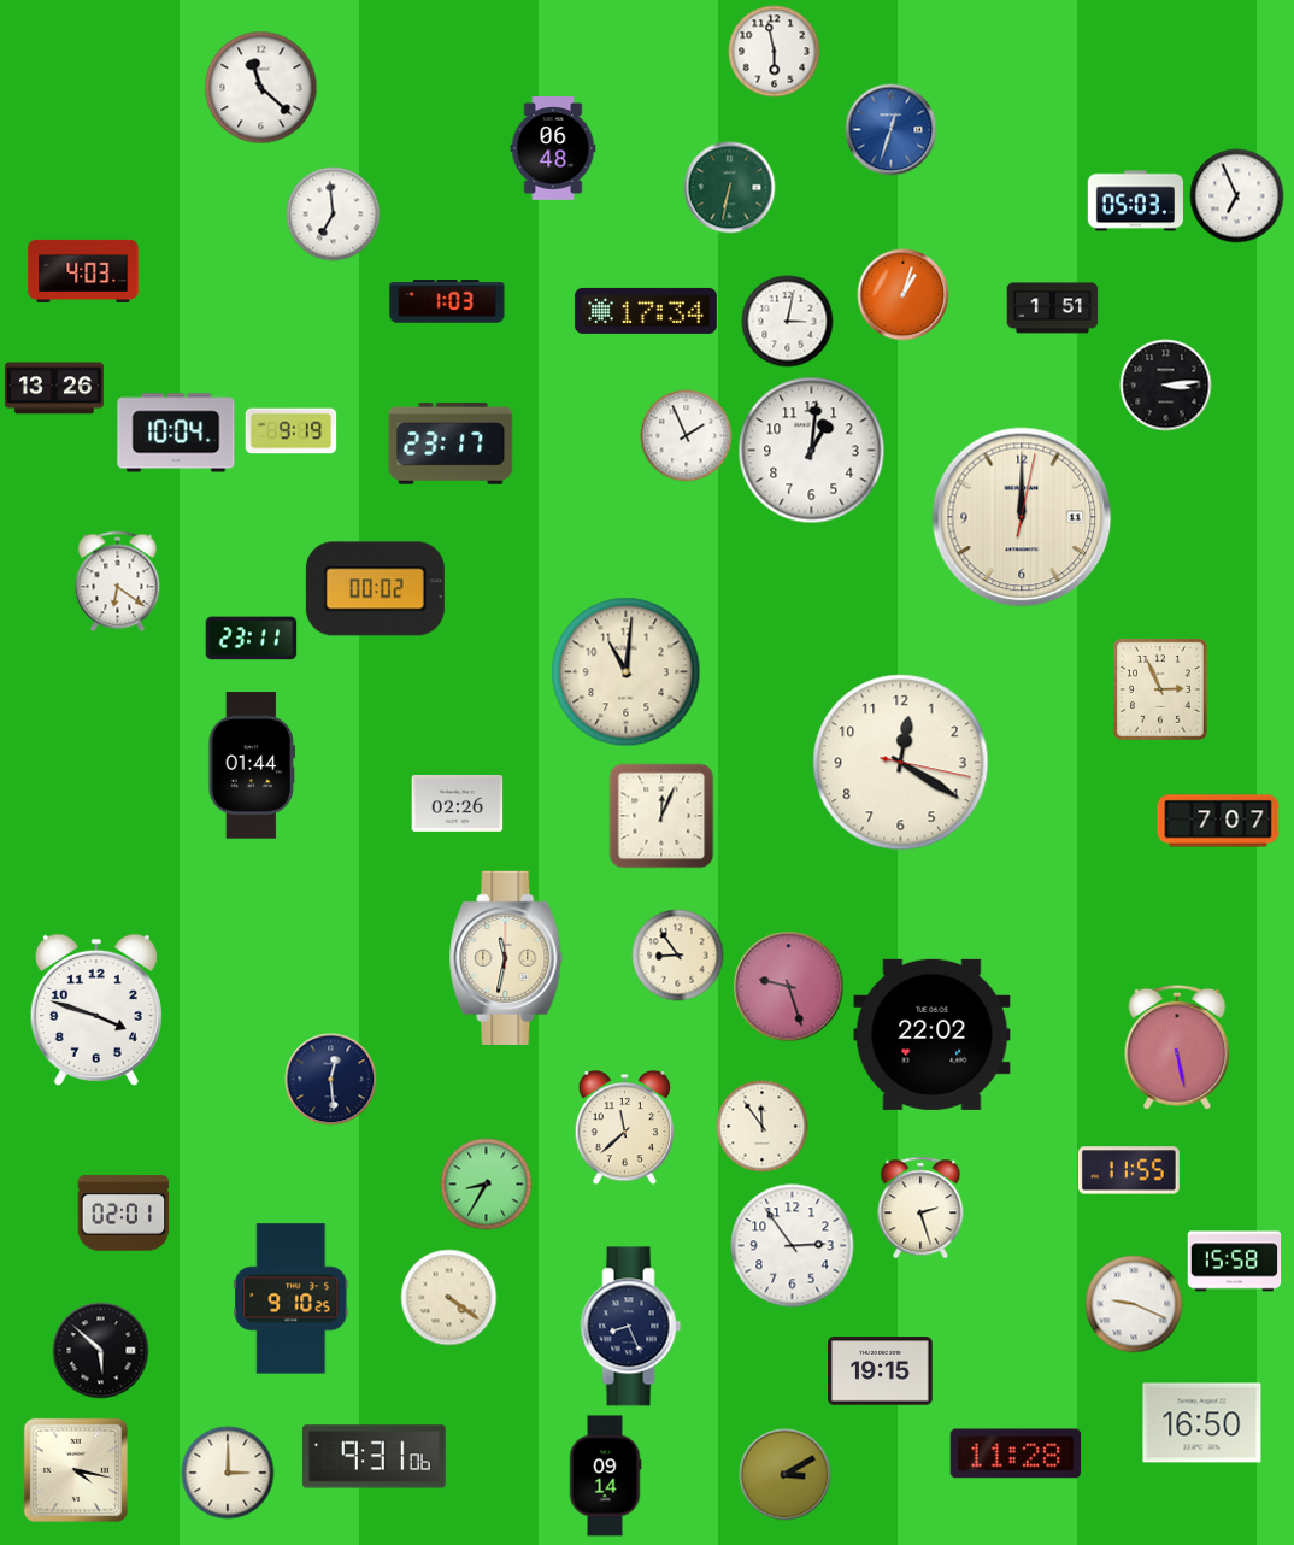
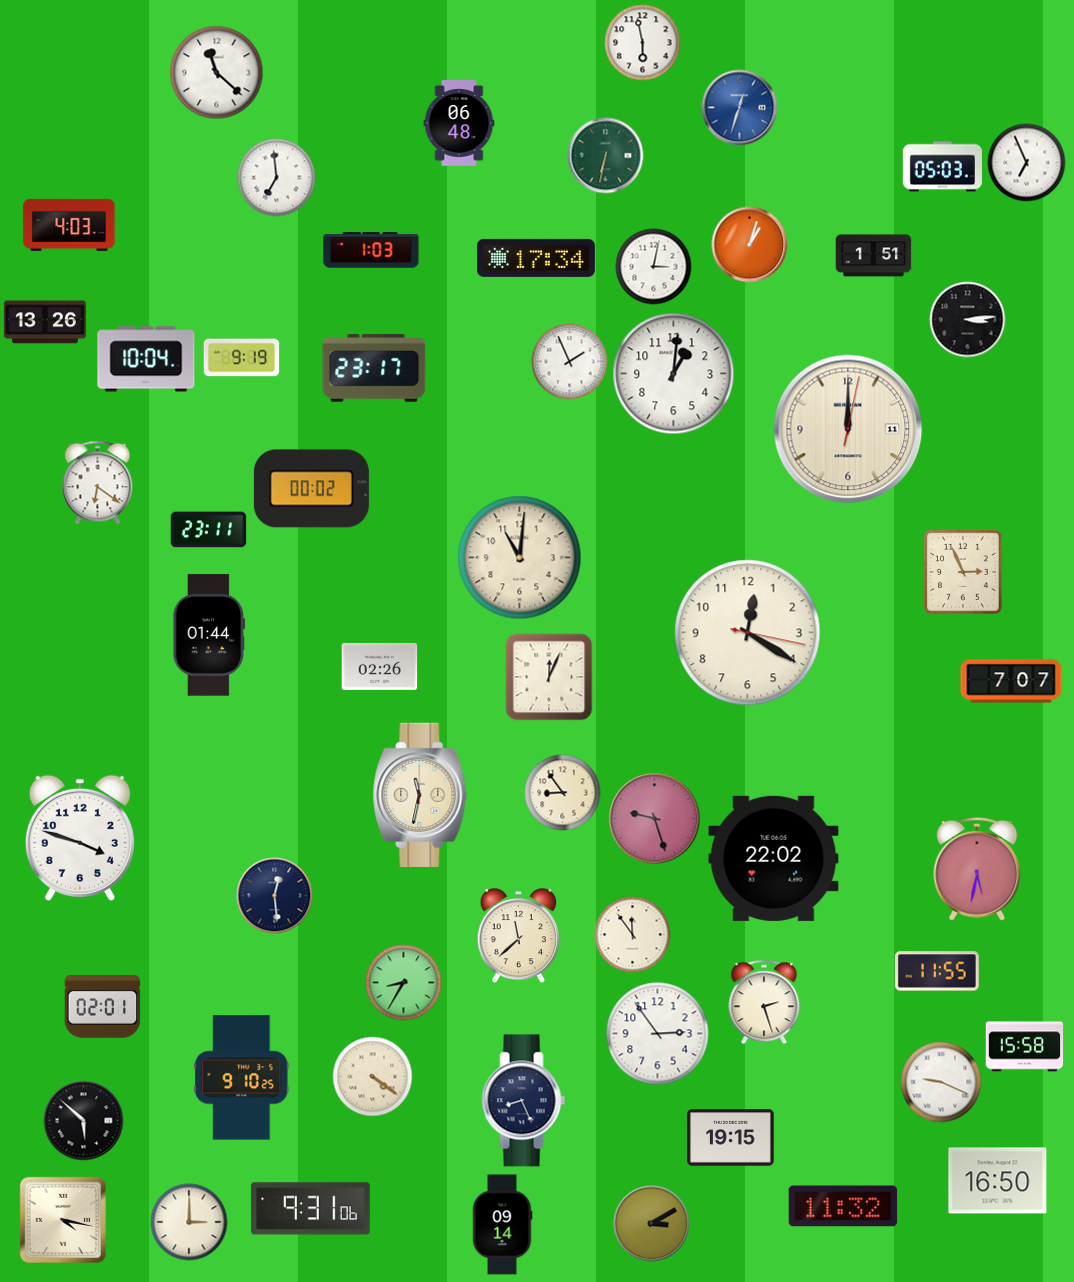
clock at (1177, 1047): 5:28 -> 5:32
clock at (1016, 1453): 11:28 -> 11:32
